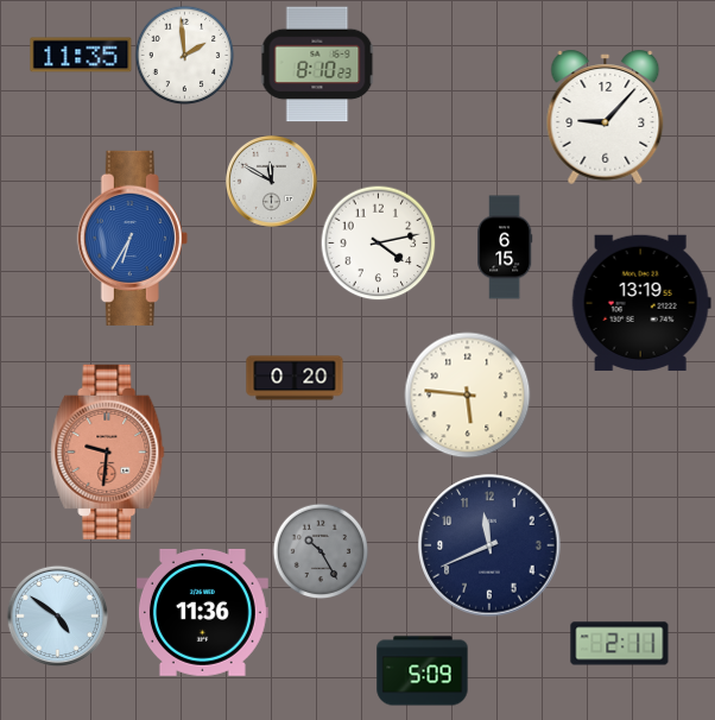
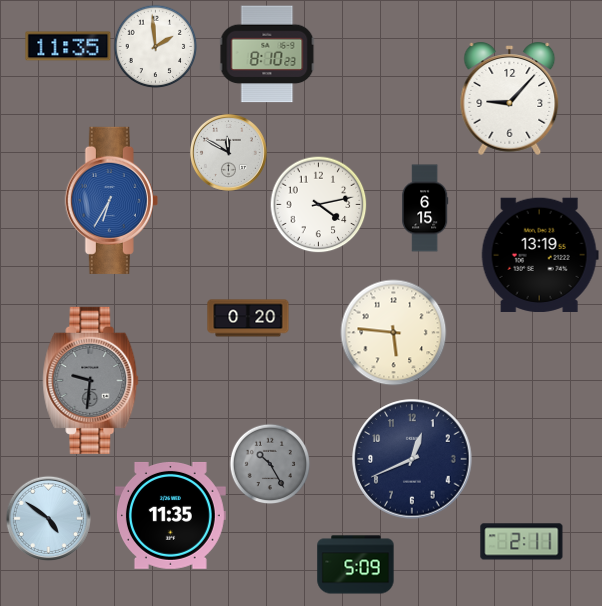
clock at (108, 451) dial: salmon -> grey
clock at (489, 545): 11:41 -> 12:41
clock at (202, 612): 11:36 -> 11:35
